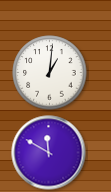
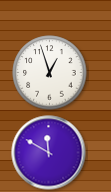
clock at (50, 73): 1:01 -> 12:57
